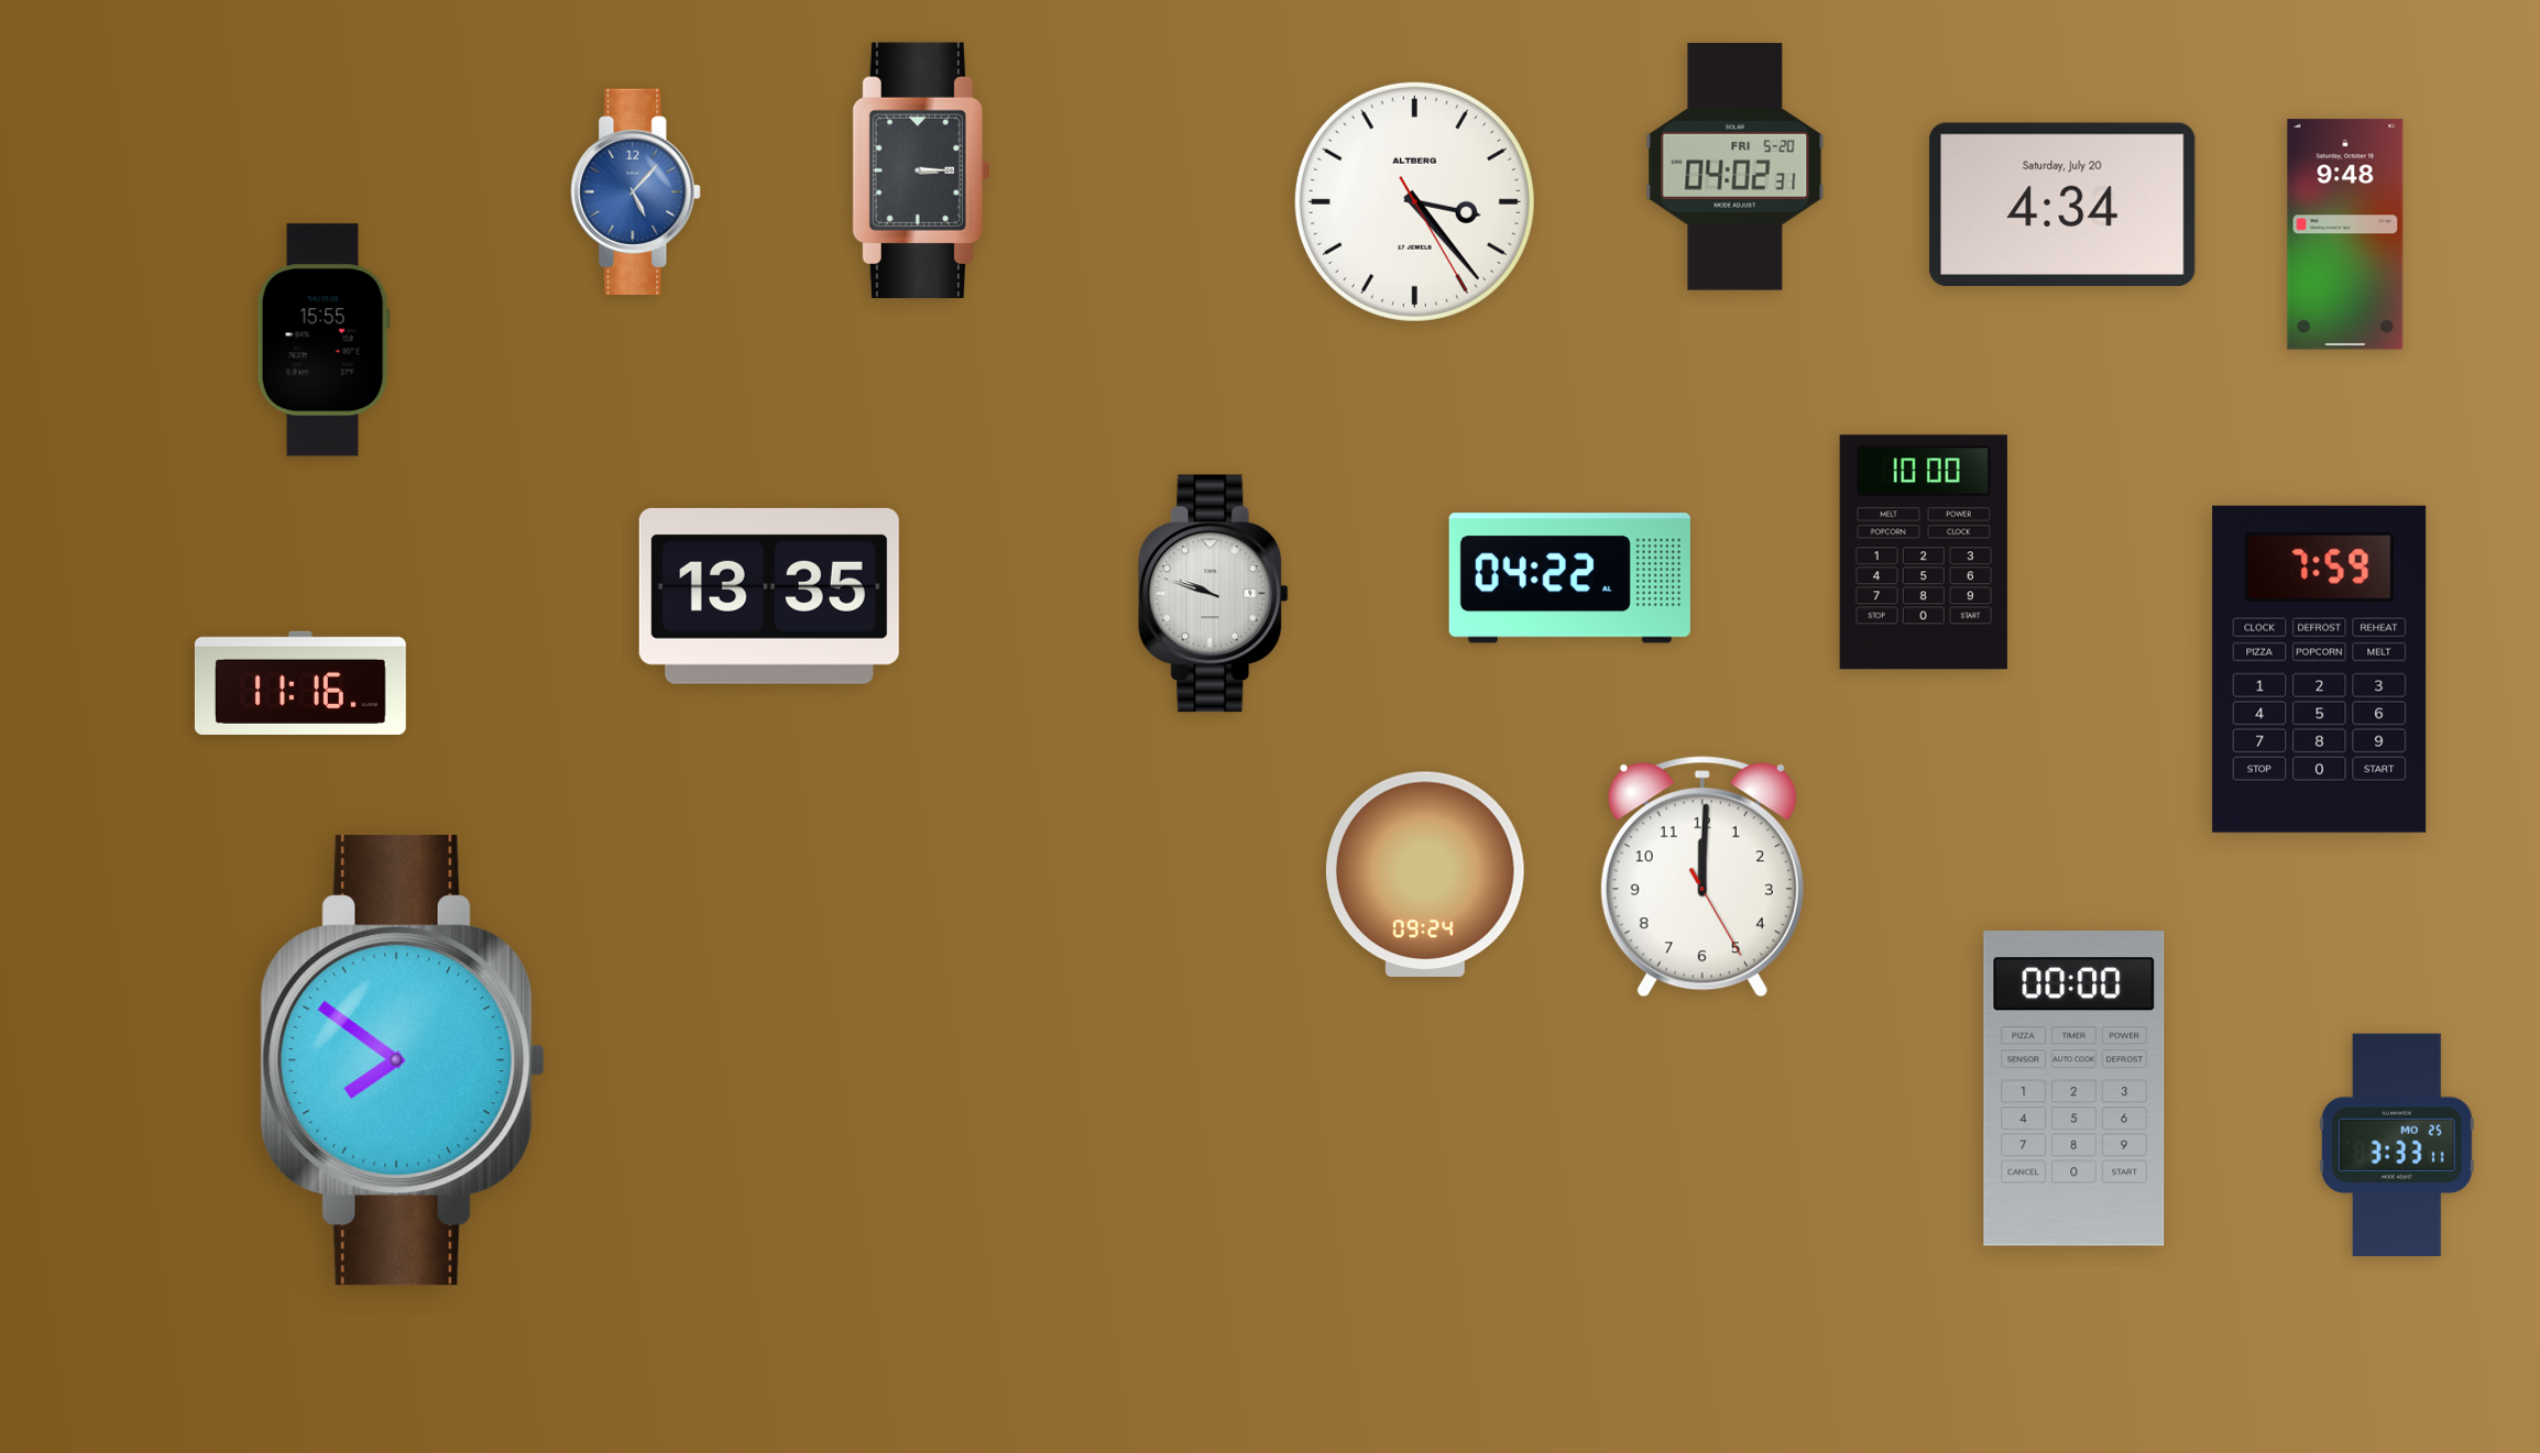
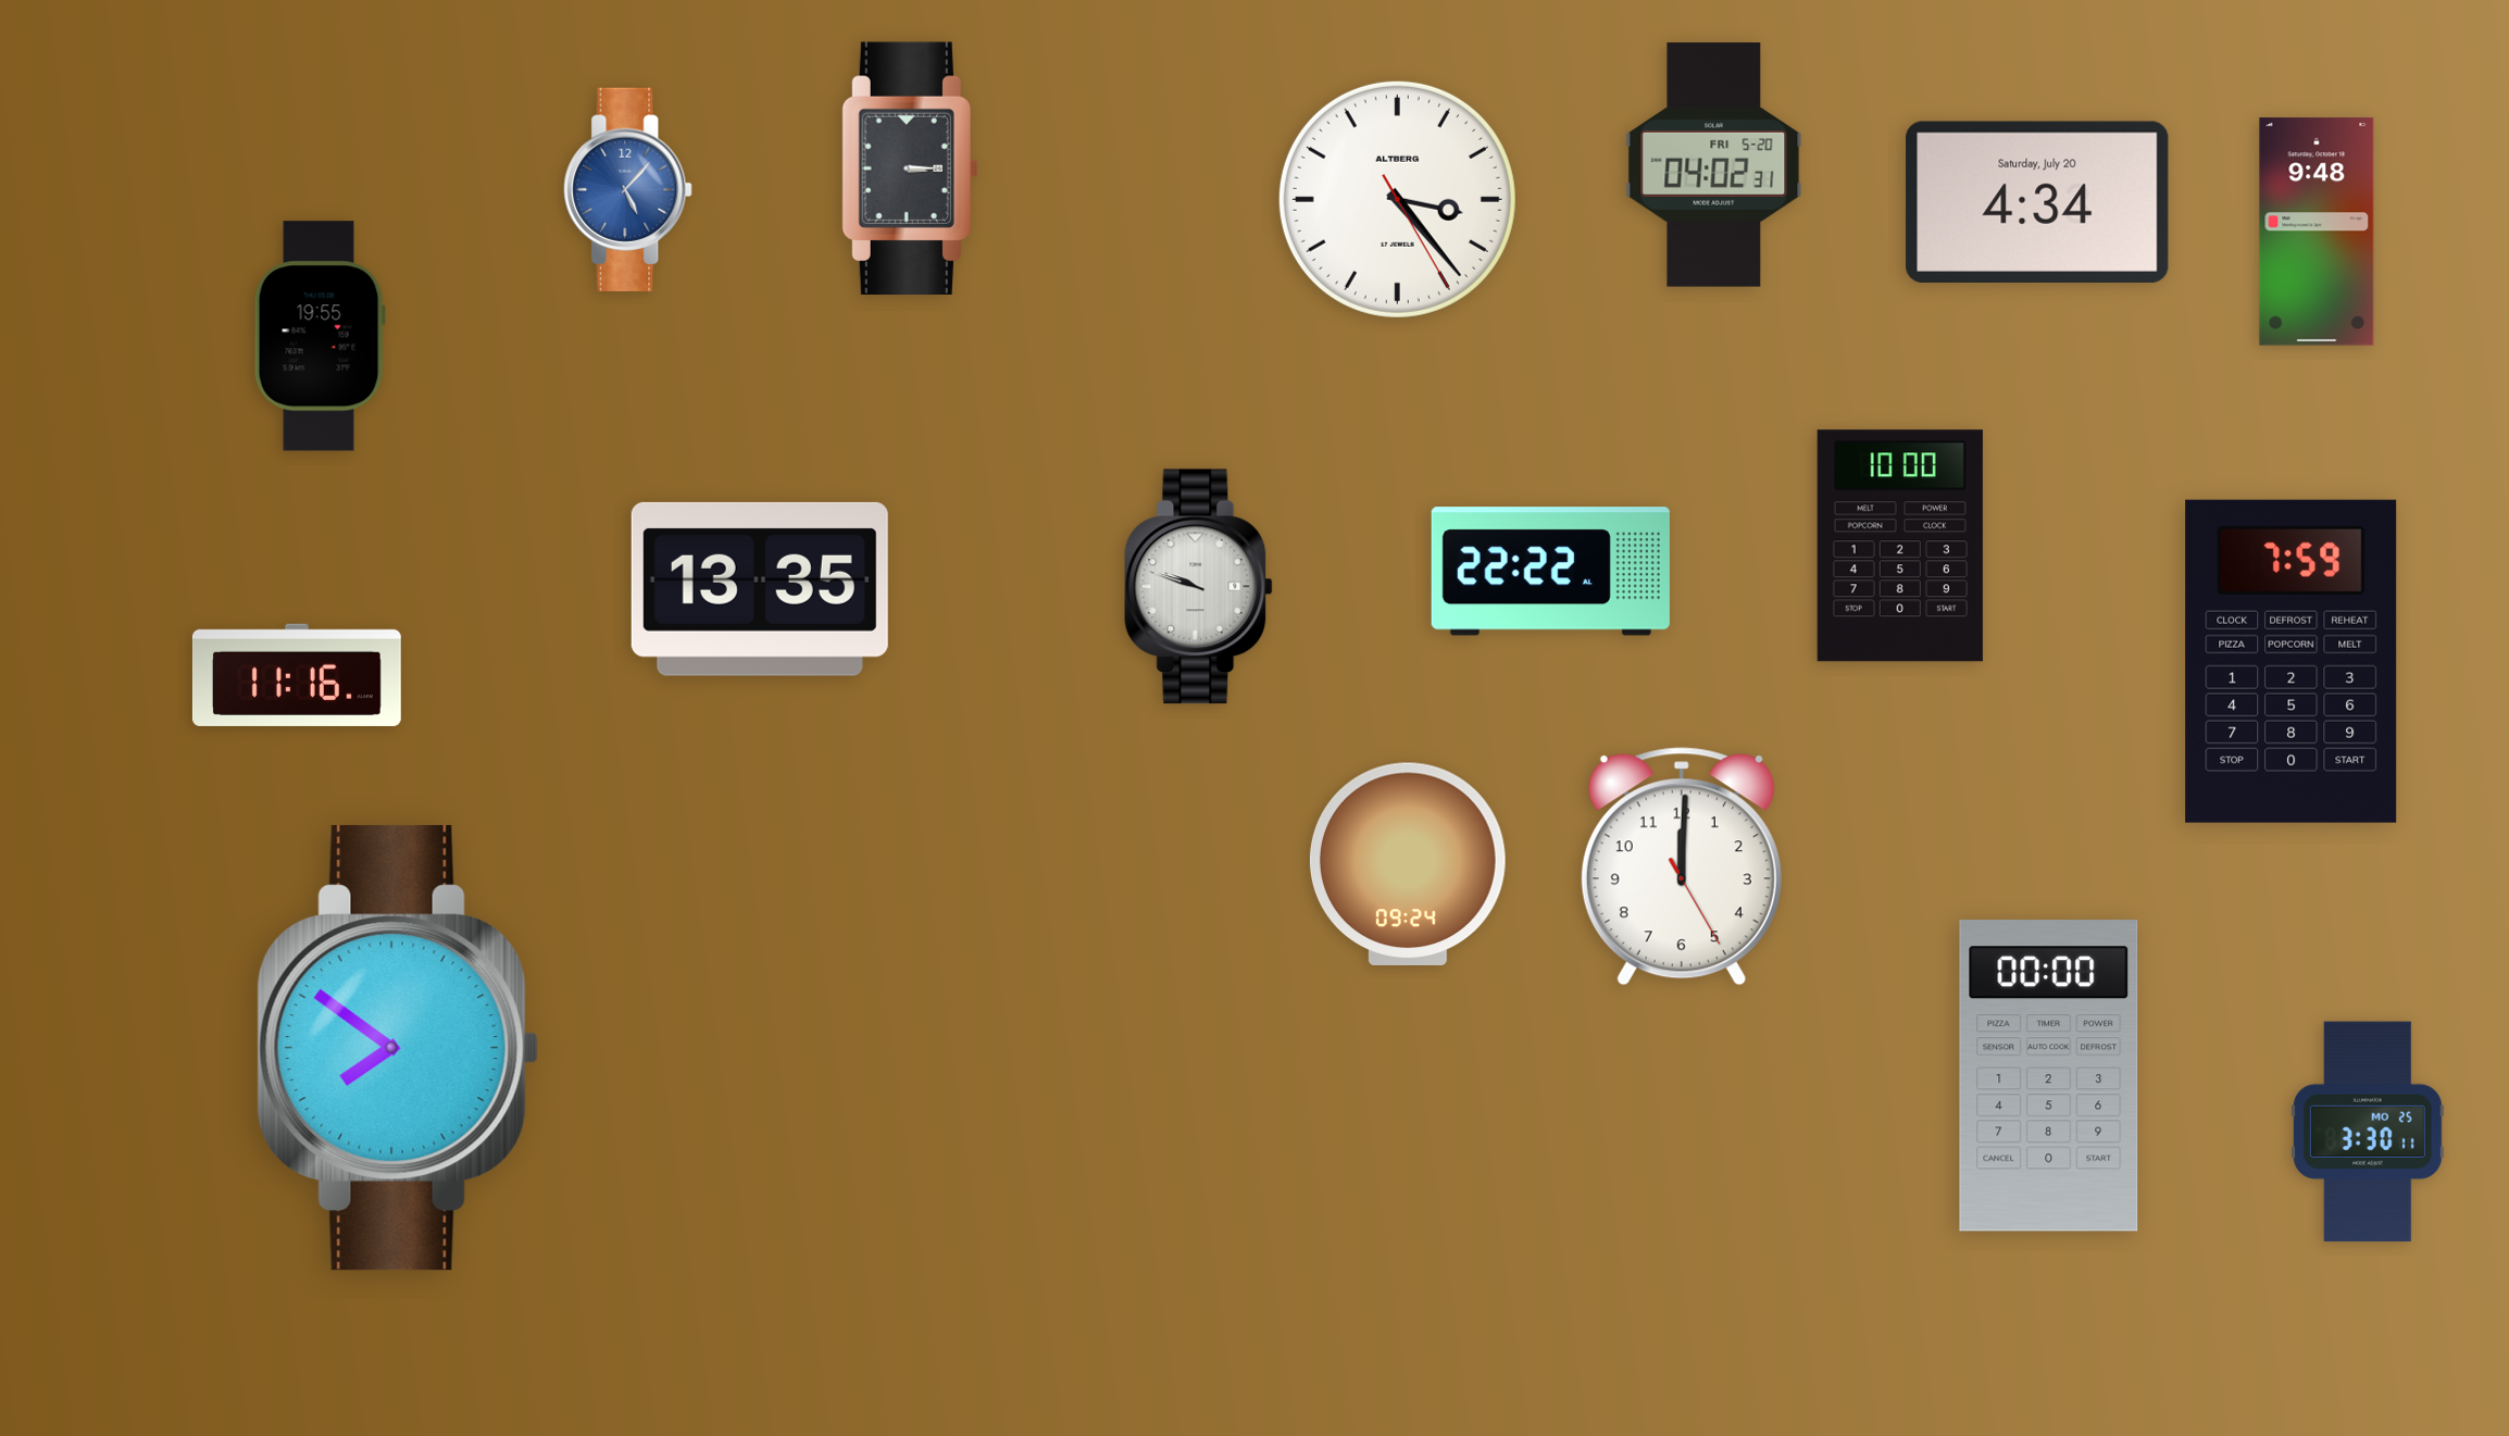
clock at (324, 340): 15:55 -> 19:55
clock at (1569, 579): 04:22 -> 22:22
clock at (2397, 1145): 3:33 -> 3:30
